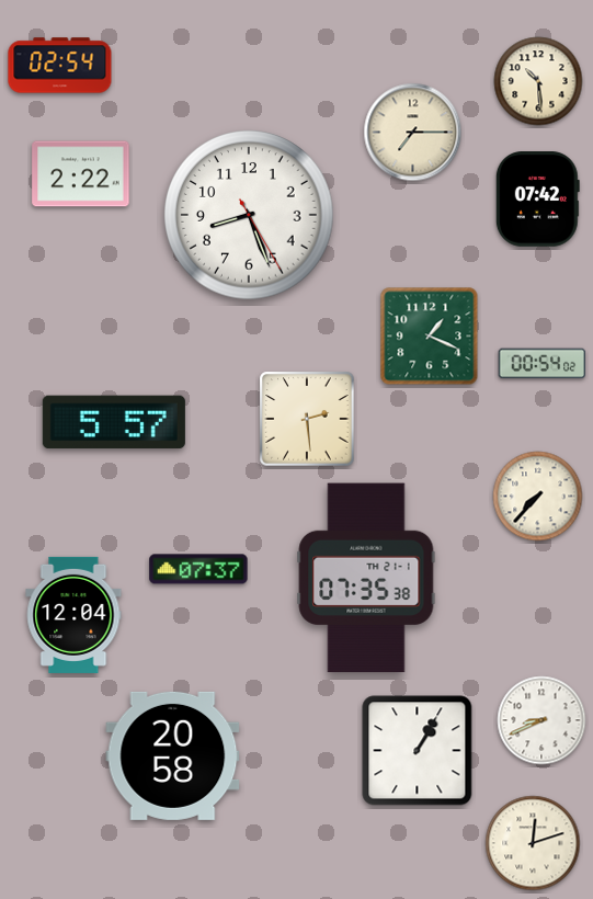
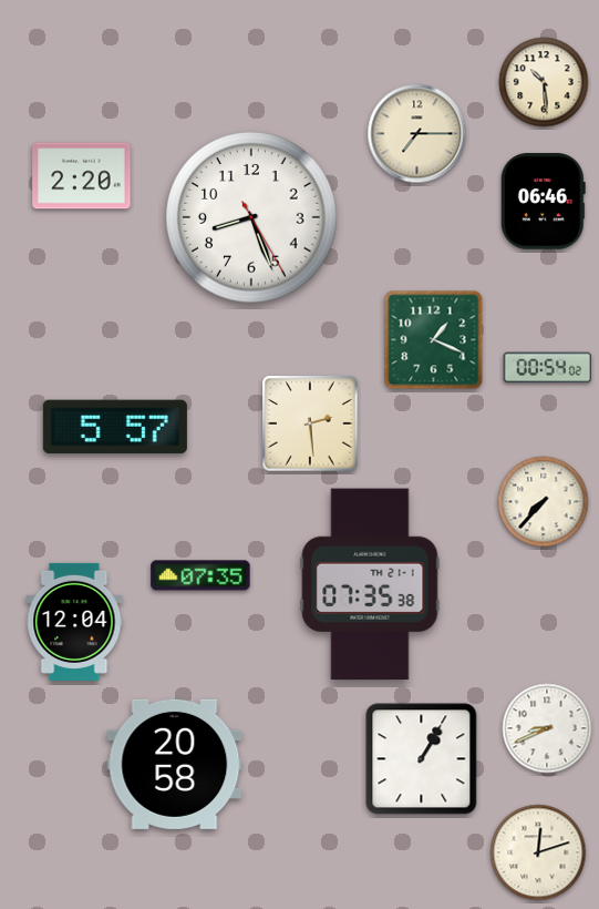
clock at (60, 66): 02:54 -> none
clock at (81, 174): 2:22 -> 2:20
clock at (537, 200): 07:42 -> 06:46
clock at (198, 569): 07:37 -> 07:35
